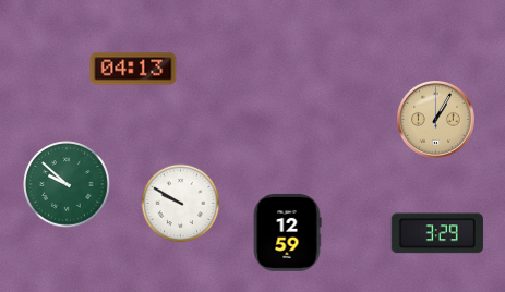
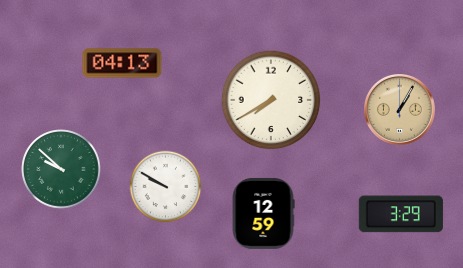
clock at (271, 100): none -> 7:40
